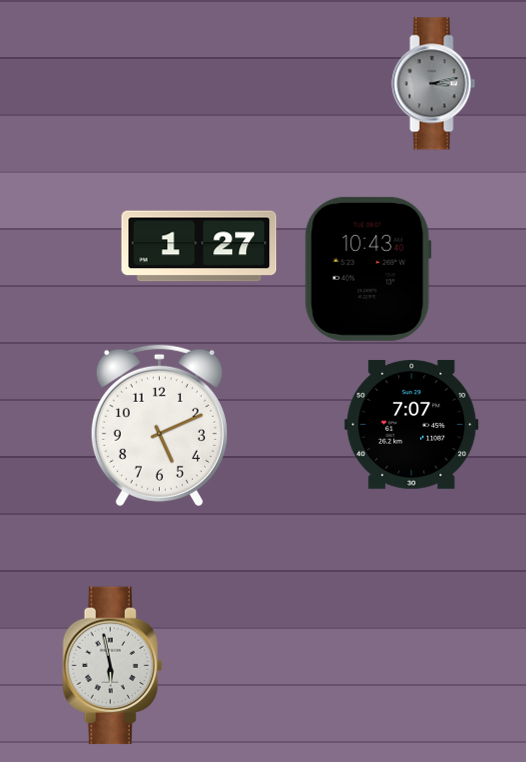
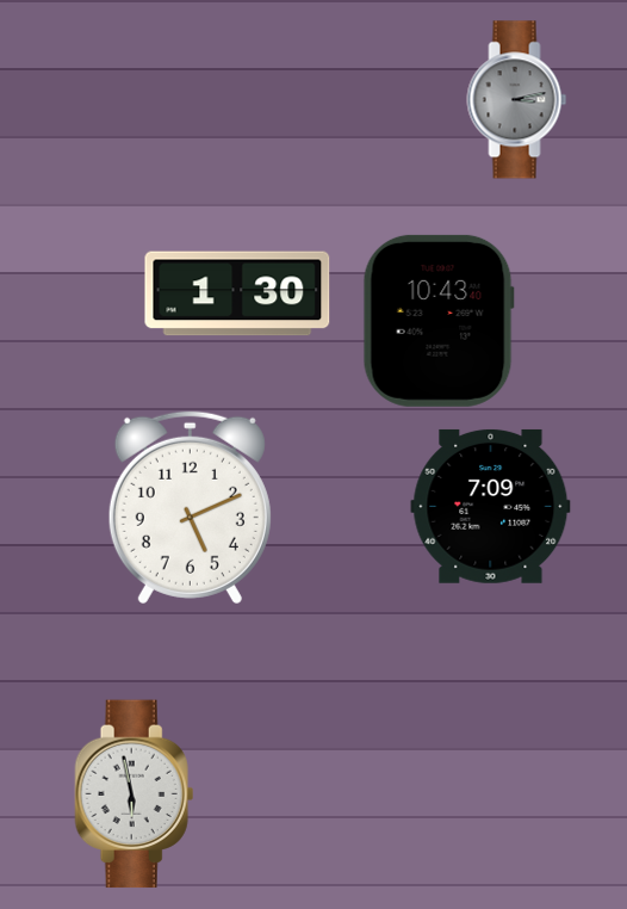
clock at (199, 246): 1:27 -> 1:30
clock at (412, 424): 7:07 -> 7:09
